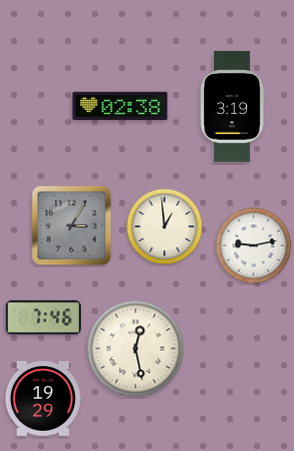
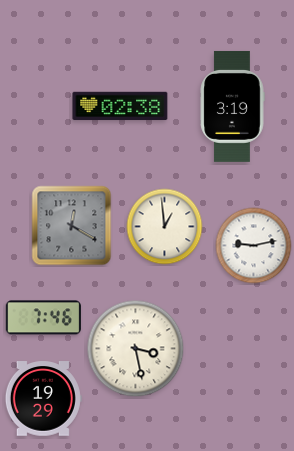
clock at (72, 226): 3:05 -> 12:20
clock at (136, 349): 12:28 -> 3:28
